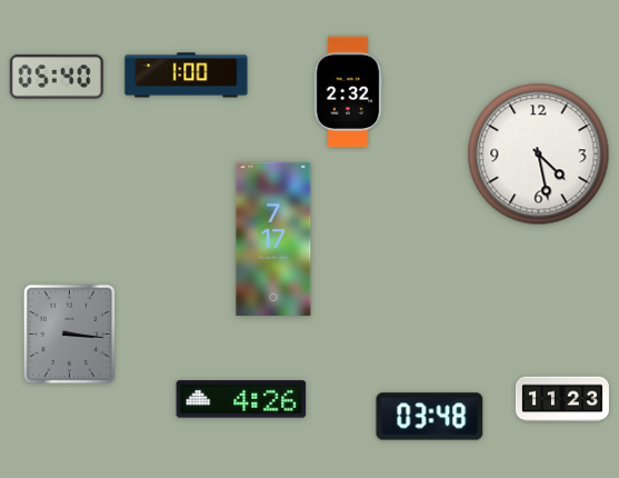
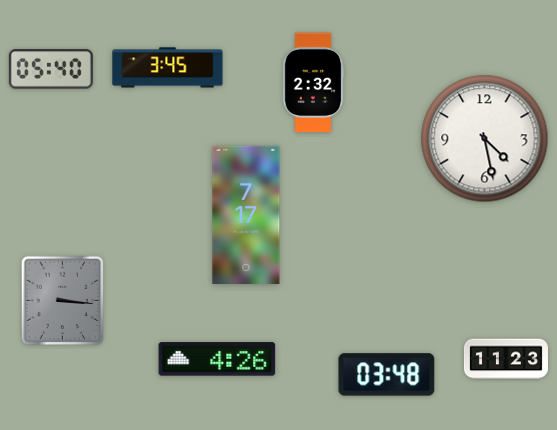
clock at (187, 76): 1:00 -> 3:45
